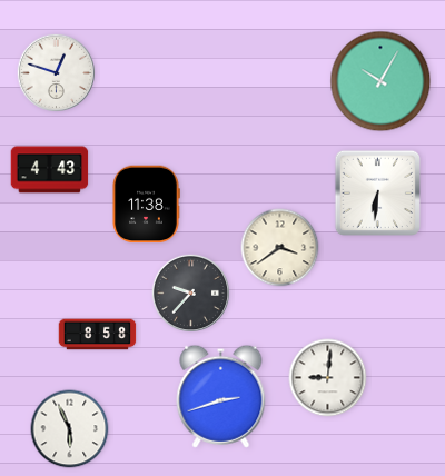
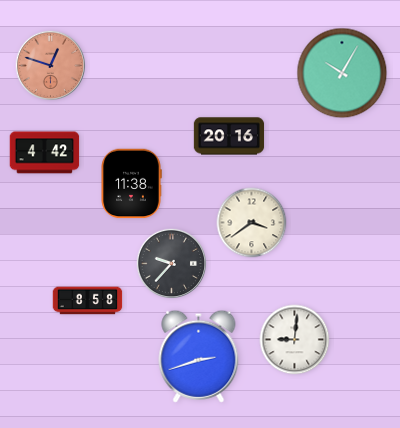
clock at (57, 73) dial: white -> salmon
clock at (229, 136): none -> 20:16
clock at (50, 170): 4:43 -> 4:42
clock at (377, 192): 6:31 -> none
clock at (70, 429): 5:56 -> none
